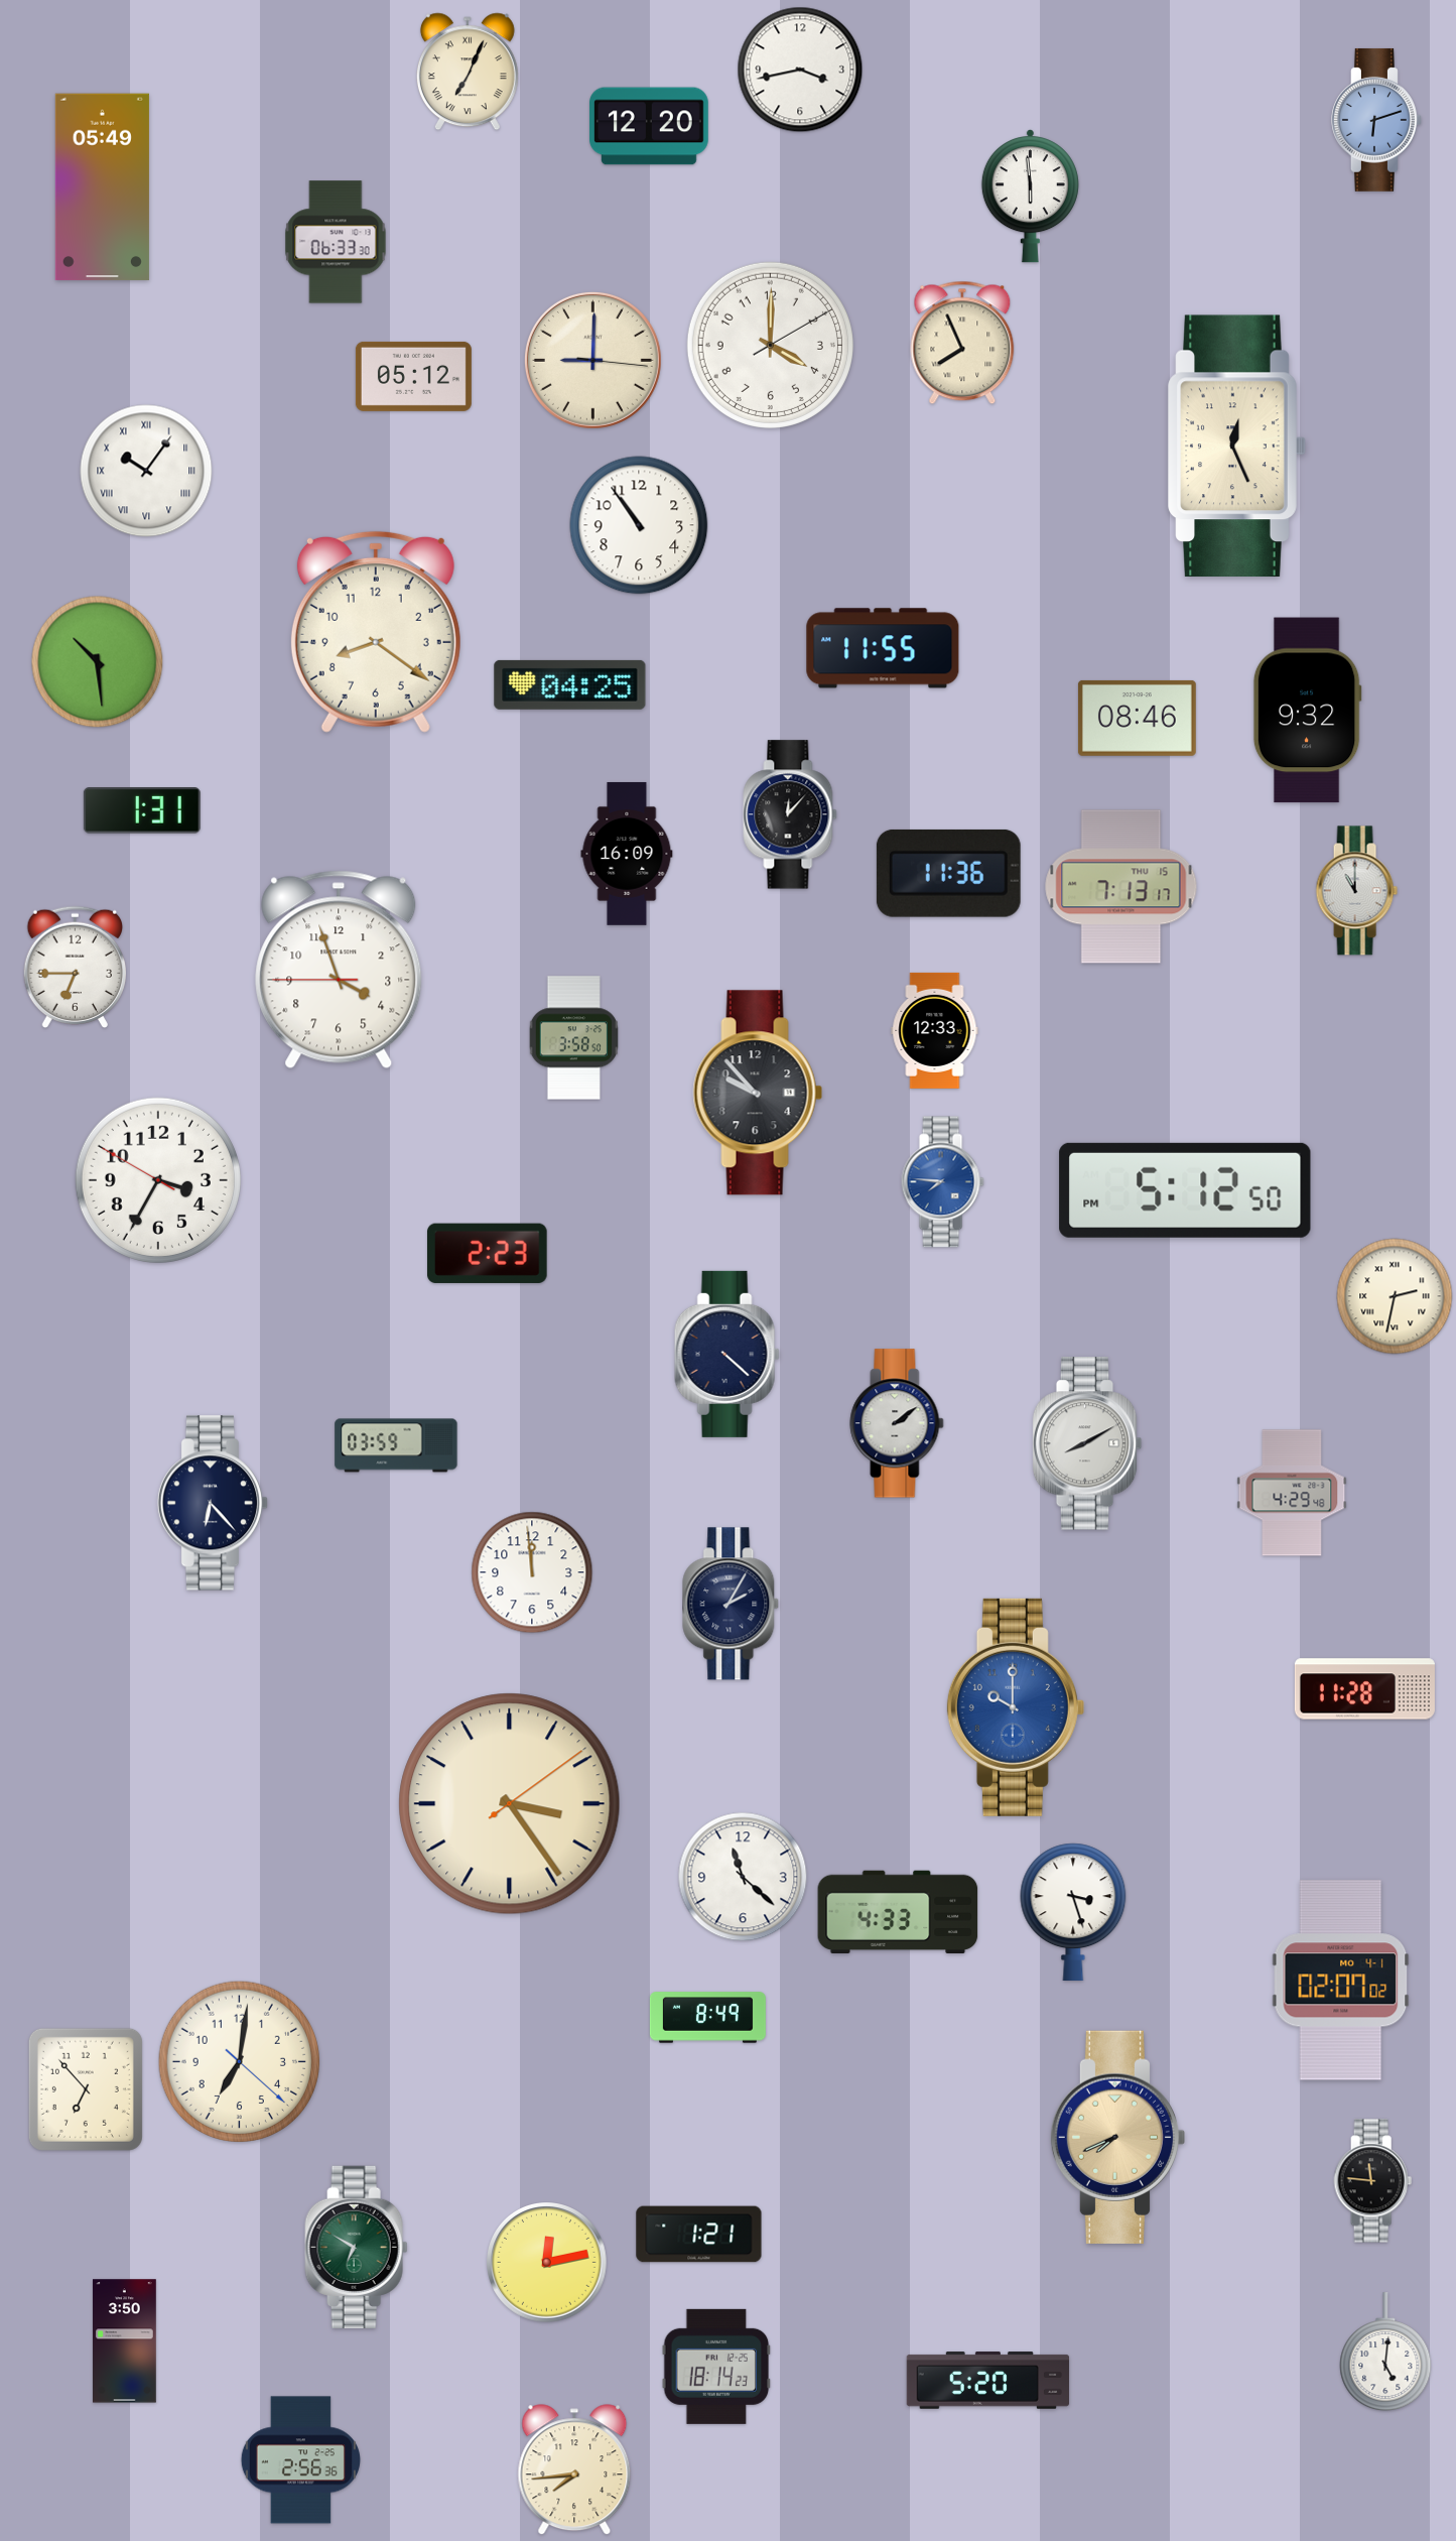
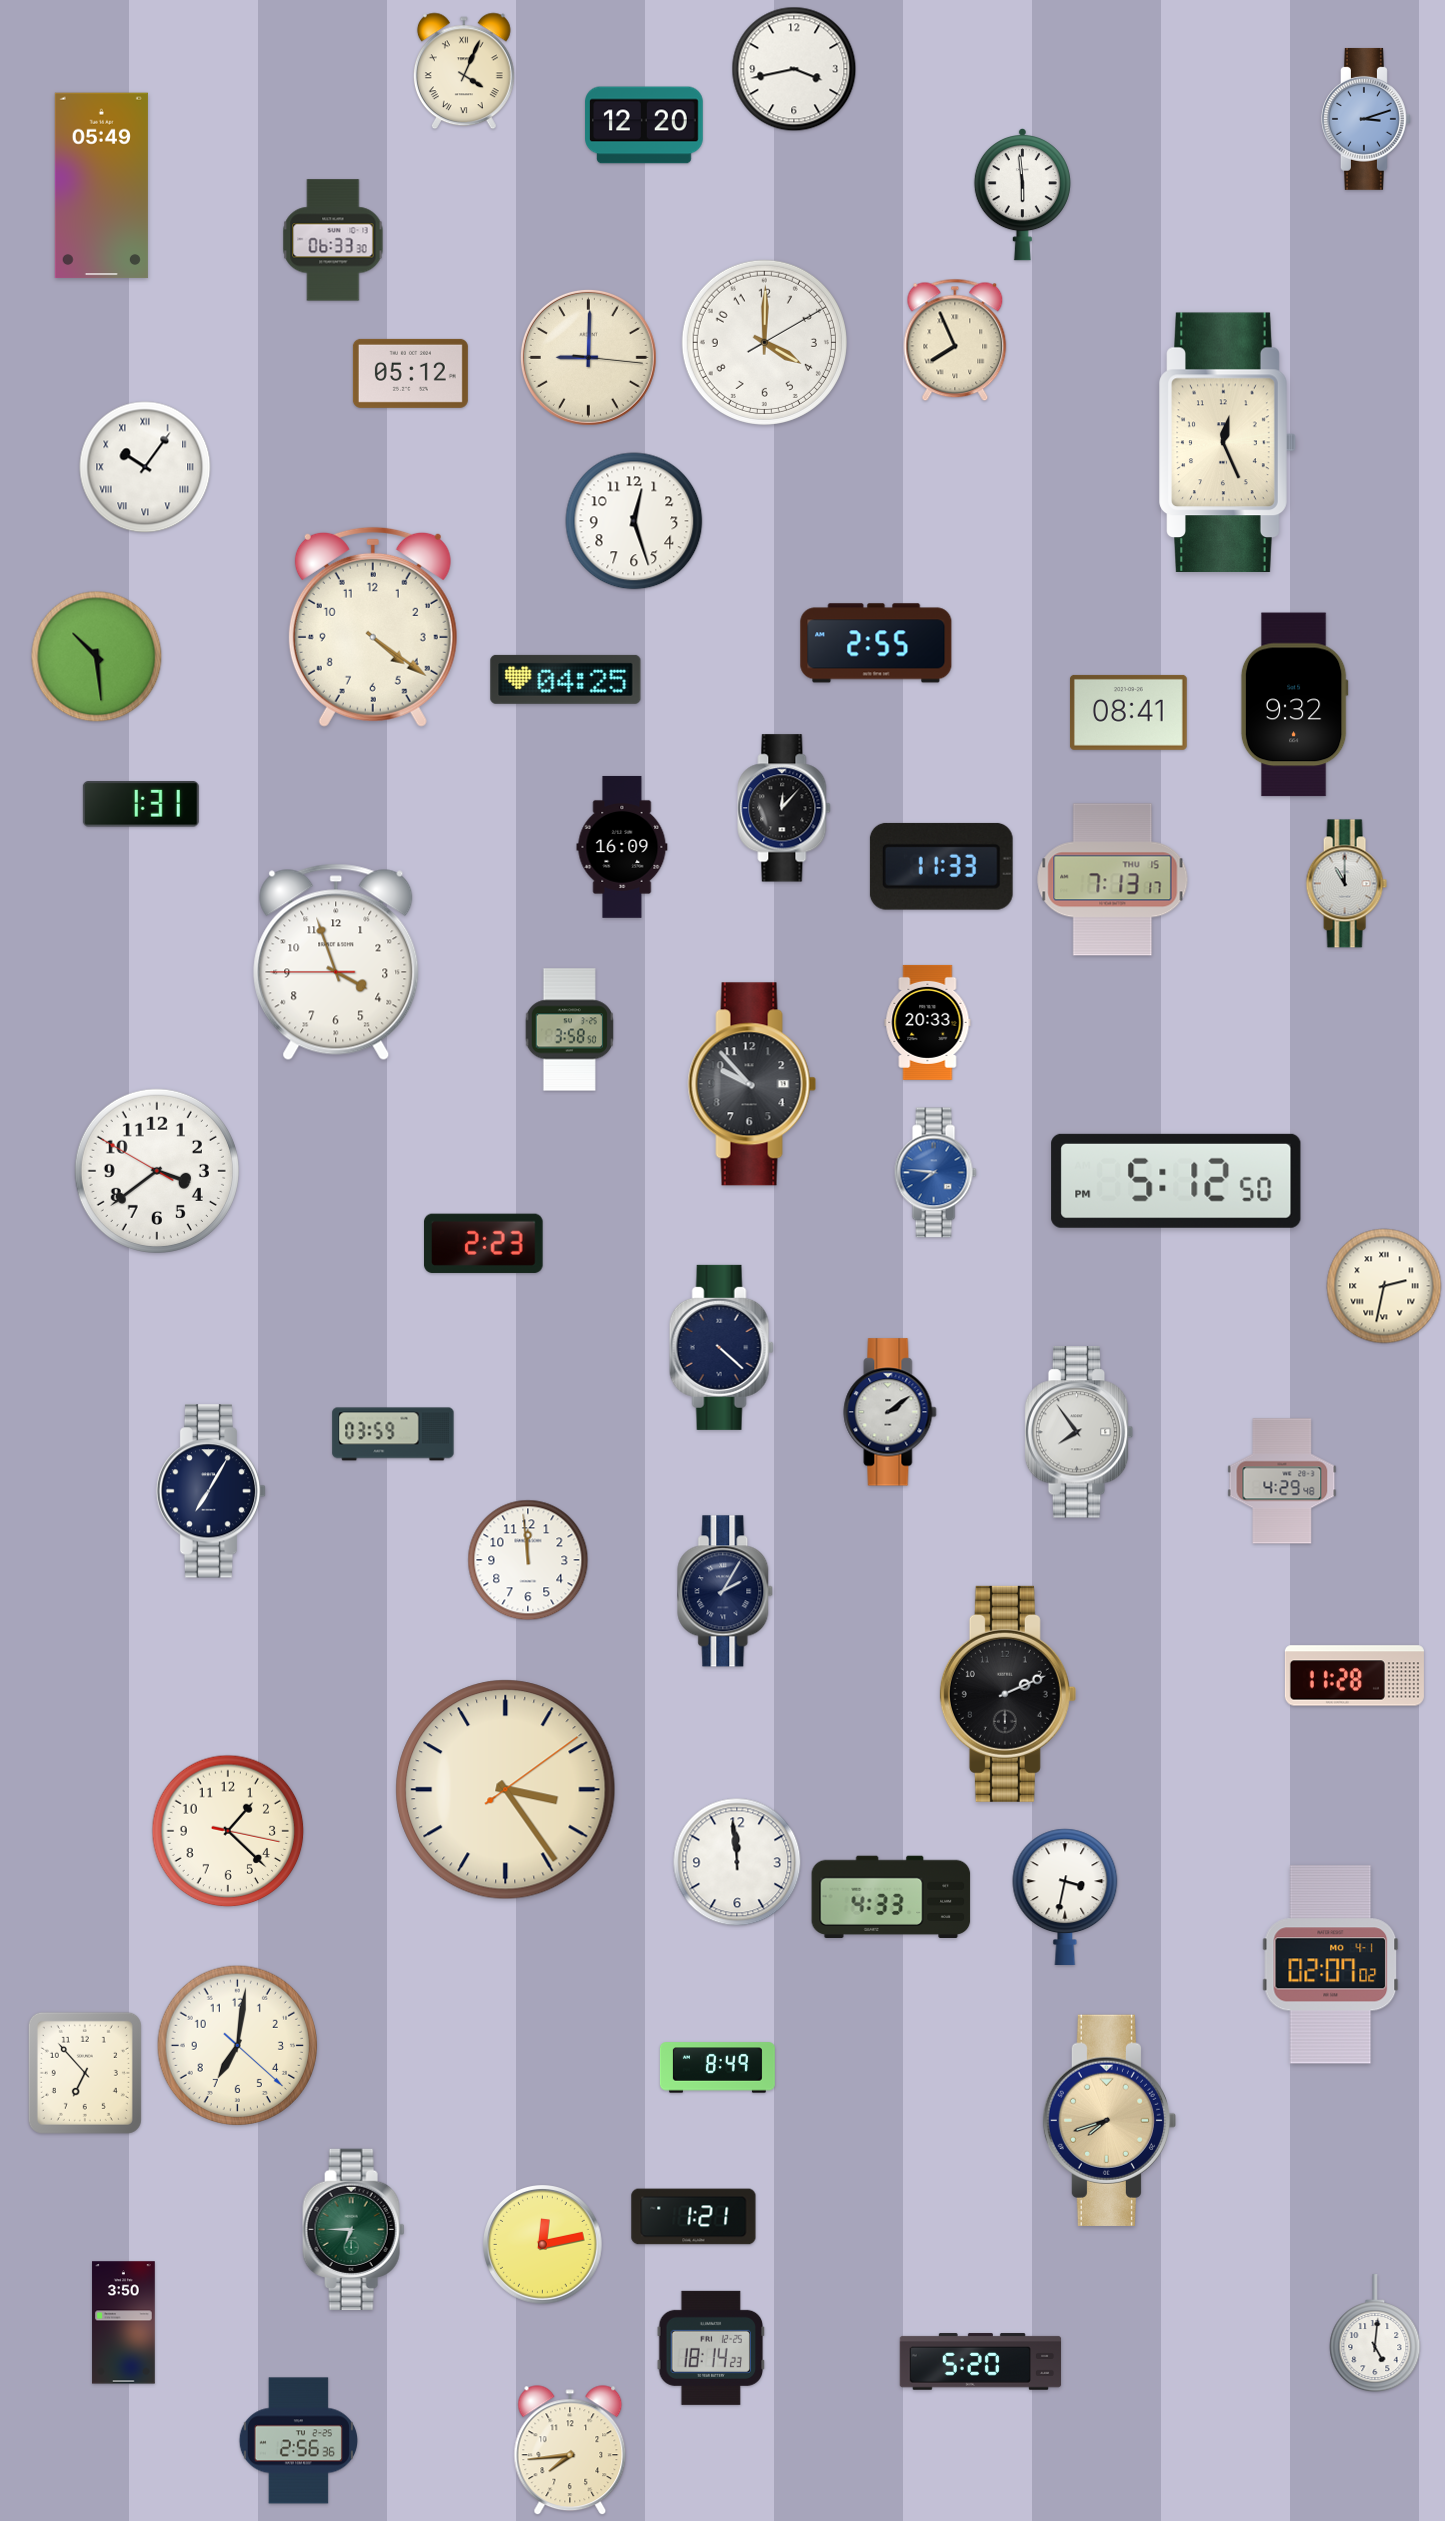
clock at (468, 72): 7:04 -> 4:04
clock at (1376, 120): 6:12 -> 3:12
clock at (639, 525): 10:54 -> 12:27
clock at (376, 632): 8:21 -> 4:21
clock at (883, 648): 11:55 -> 2:55
clock at (1307, 711) position: (1307, 711) -> (1294, 705)
clock at (1137, 718): 08:46 -> 08:41
clock at (948, 873): 11:36 -> 11:33
clock at (75, 968): 6:45 -> none
clock at (935, 1030): 12:33 -> 20:33
clock at (158, 1180): 3:34 -> 3:38
clock at (726, 1354) position: (726, 1354) -> (721, 1347)
clock at (1087, 1443): 8:10 -> 7:54
clock at (213, 1503): 6:23 -> 7:05
clock at (1016, 1707): 10:00 -> 2:11
clock at (1016, 1707) dial: blue -> black
clock at (228, 1831): none -> 1:22
clock at (743, 1877): 11:22 -> 11:59
clock at (1073, 1911): 3:27 -> 3:32
clock at (707, 2018) position: (707, 2018) -> (717, 2068)
clock at (1118, 2137): 7:41 -> 7:42
clock at (1373, 2181): 11:46 -> none
clock at (357, 2247): 6:50 -> 6:45
